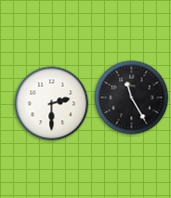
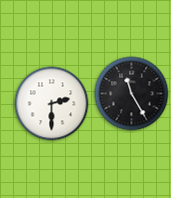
clock at (132, 98) position: (132, 98) -> (132, 94)
